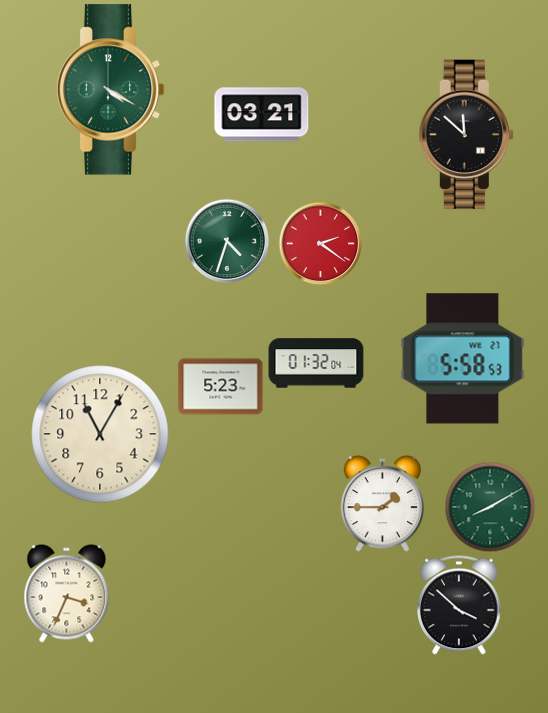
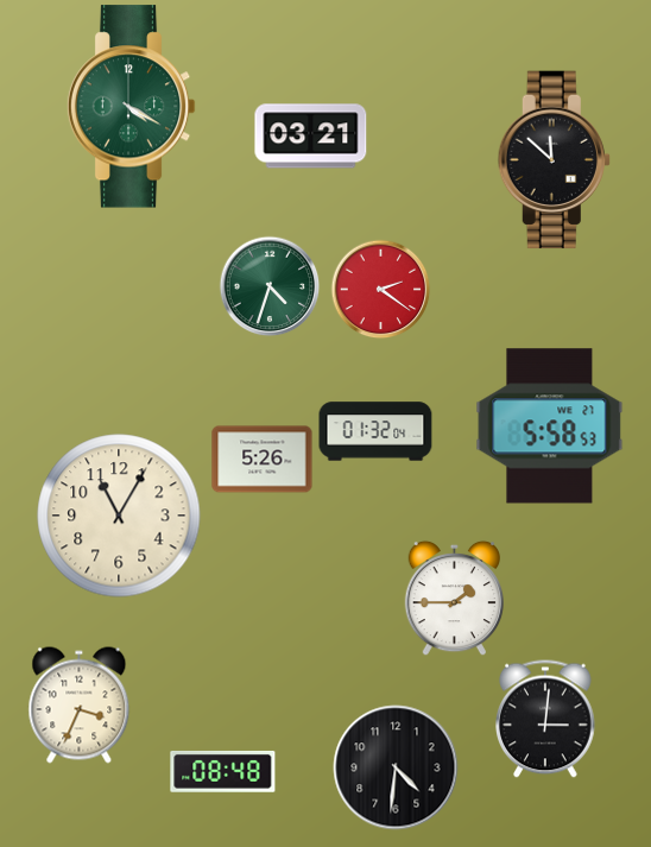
clock at (221, 387): 5:23 -> 5:26
clock at (490, 507): 8:10 -> none
clock at (460, 605): 3:52 -> 3:01
clock at (396, 767): none -> 4:31
clock at (223, 771): none -> 08:48
